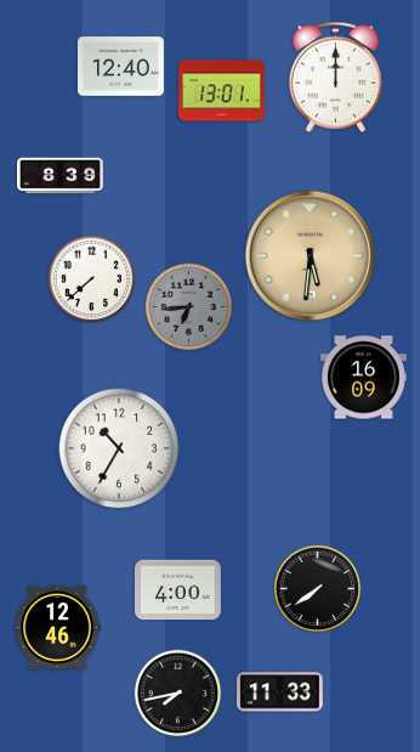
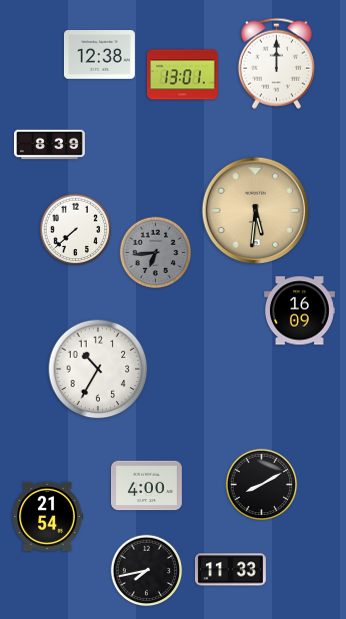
clock at (120, 67): 12:40 -> 12:38
clock at (318, 589): 7:39 -> 8:10
clock at (57, 627): 12:46 -> 21:54
